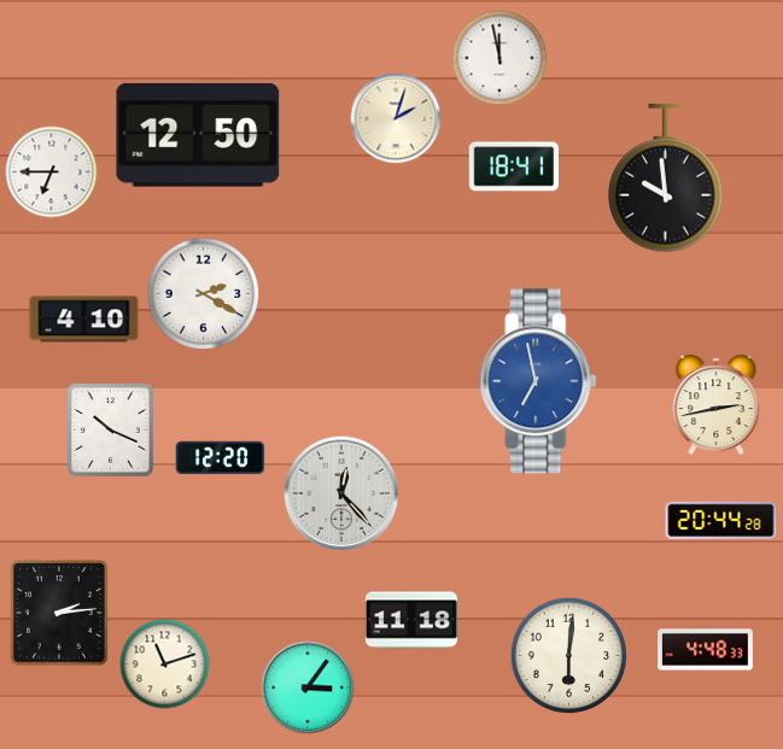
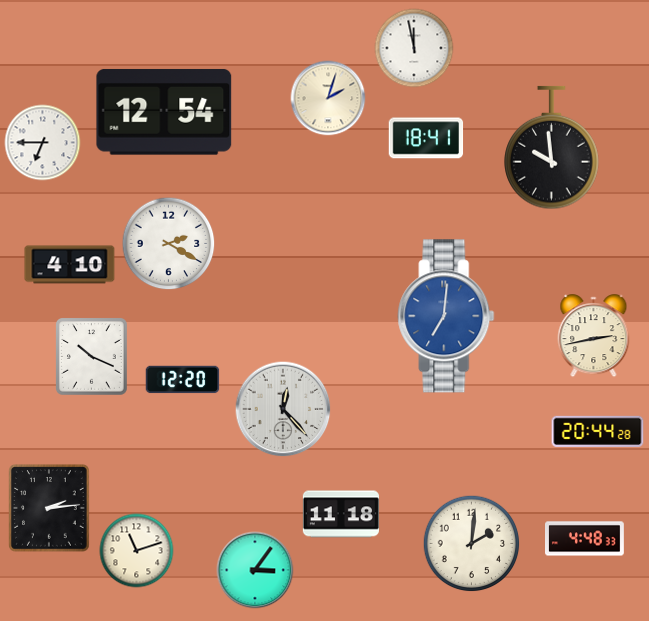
clock at (198, 135): 12:50 -> 12:54
clock at (538, 381): 6:58 -> 7:01
clock at (569, 656): 6:01 -> 2:01
